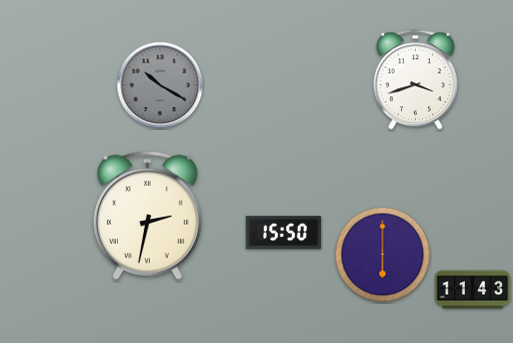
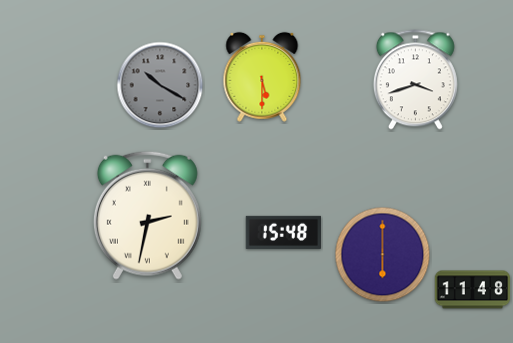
clock at (262, 77): none -> 5:30
clock at (283, 232): 15:50 -> 15:48
clock at (473, 290): 11:43 -> 11:48
